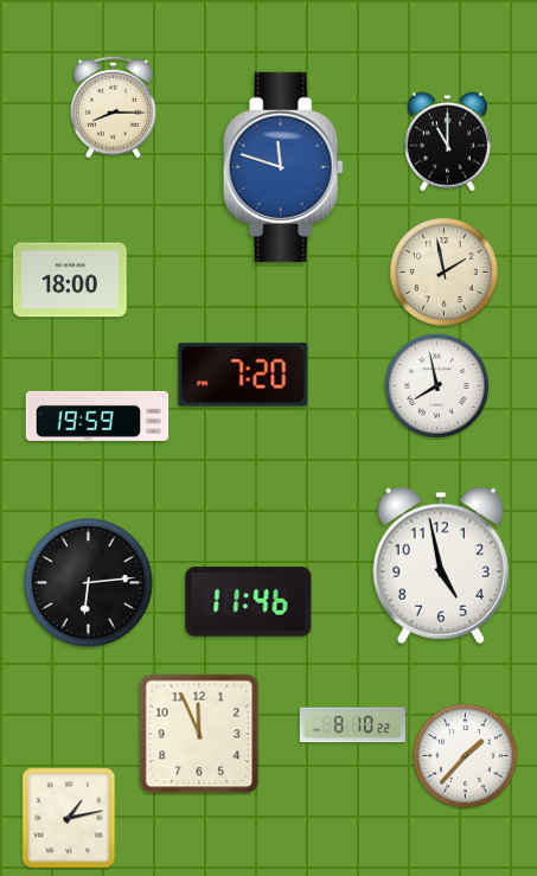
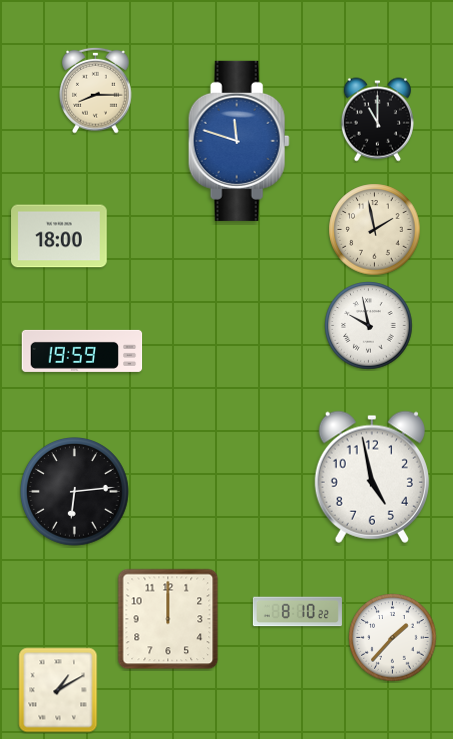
clock at (243, 375): 7:20 -> none
clock at (437, 386): 7:58 -> 9:58
clock at (249, 602): 11:46 -> none
clock at (199, 734): 11:56 -> 12:00
clock at (69, 818): 1:13 -> 1:10
